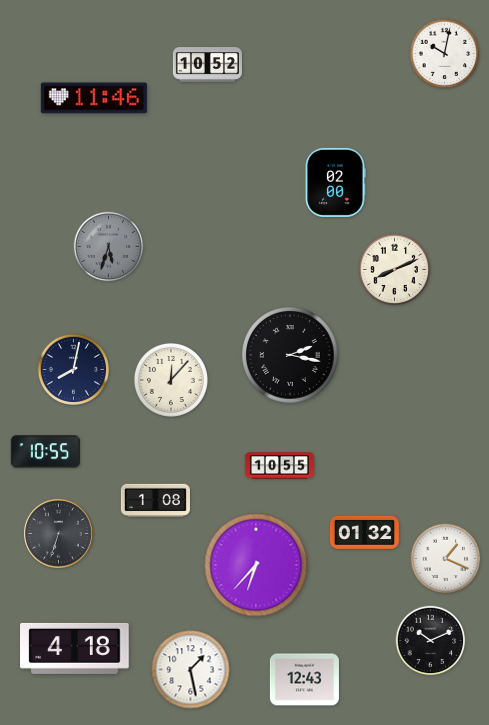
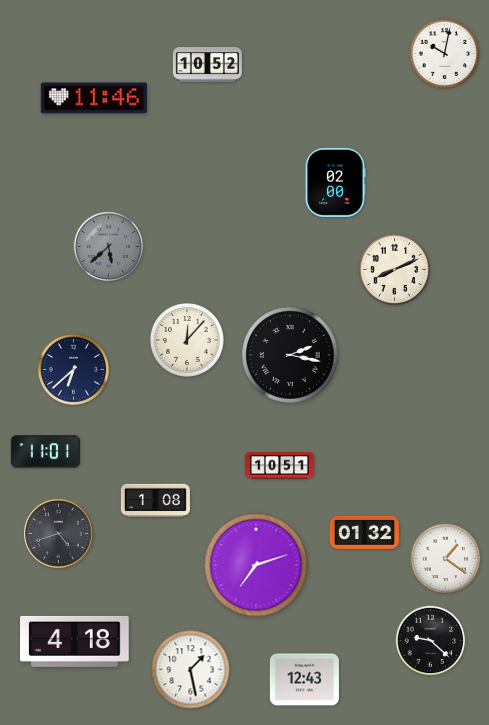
clock at (109, 247): 5:33 -> 5:38
clock at (73, 369): 8:02 -> 6:38
clock at (171, 380) position: (171, 380) -> (187, 340)
clock at (45, 452): 10:55 -> 11:01
clock at (279, 466): 10:55 -> 10:51
clock at (59, 534): 6:33 -> 4:42
clock at (446, 559): 1:19 -> 1:21
clock at (256, 565): 6:37 -> 7:12
clock at (431, 641): 10:11 -> 9:22
clock at (75, 648) position: (75, 648) -> (75, 641)
